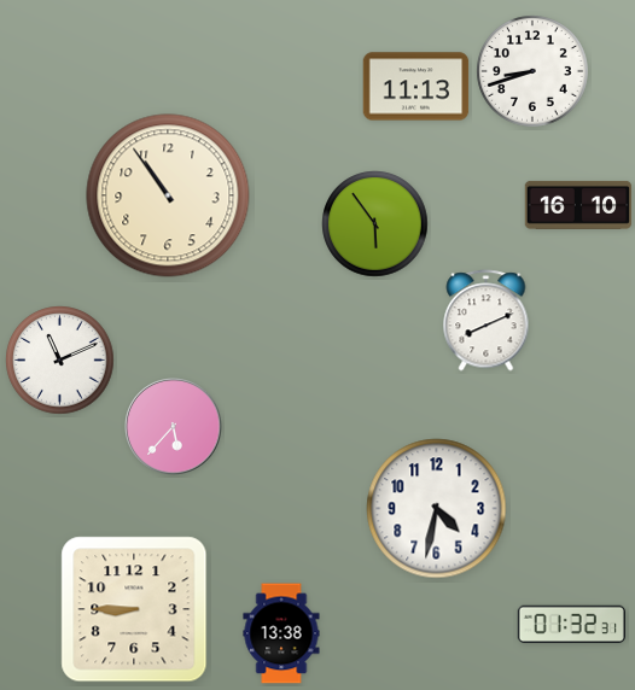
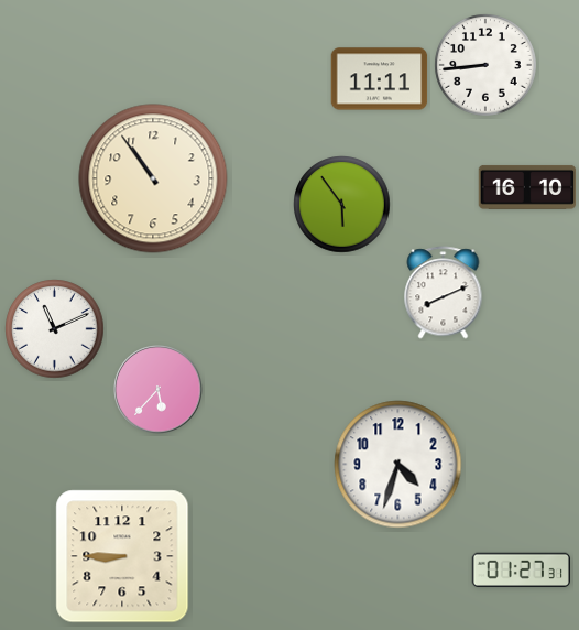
clock at (532, 71): 8:42 -> 8:44
clock at (416, 87): 11:13 -> 11:11
clock at (437, 509): 4:32 -> 4:33
clock at (571, 625): 01:32 -> 01:27
clock at (281, 633): 13:38 -> none
